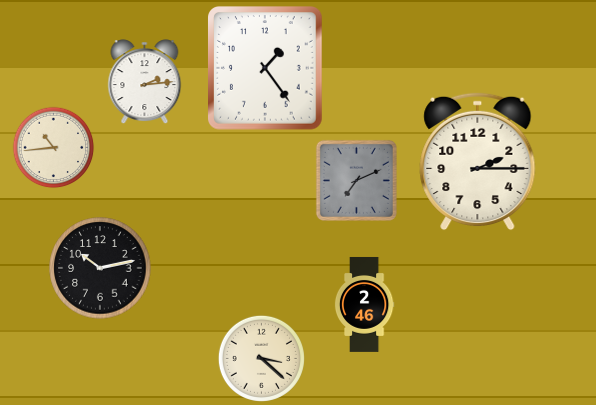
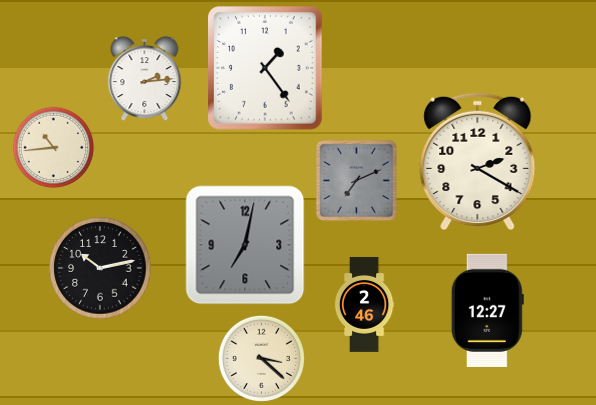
clock at (145, 82) position: (145, 82) -> (145, 79)
clock at (478, 162): 2:15 -> 2:20
clock at (245, 245): none -> 7:02
clock at (487, 310): none -> 12:27
